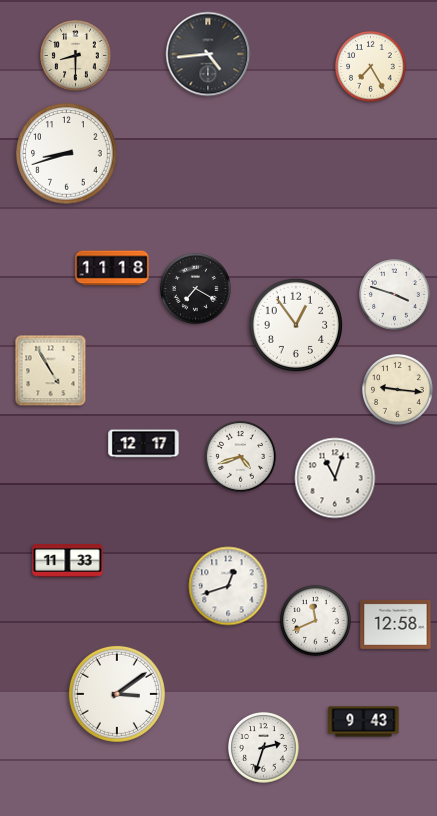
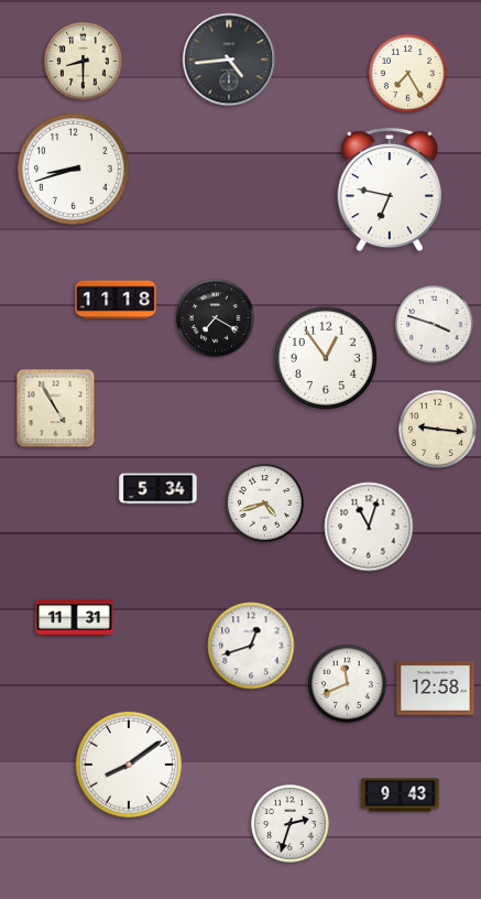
clock at (390, 189): none -> 6:47
clock at (112, 268) position: (112, 268) -> (116, 300)
clock at (144, 444): 12:17 -> 5:34
clock at (68, 561): 11:33 -> 11:31
clock at (117, 694): 3:09 -> 8:09
